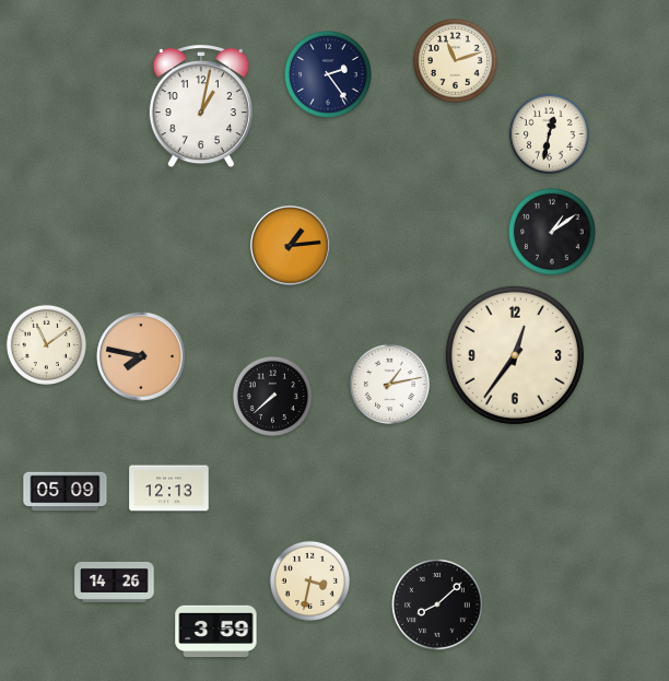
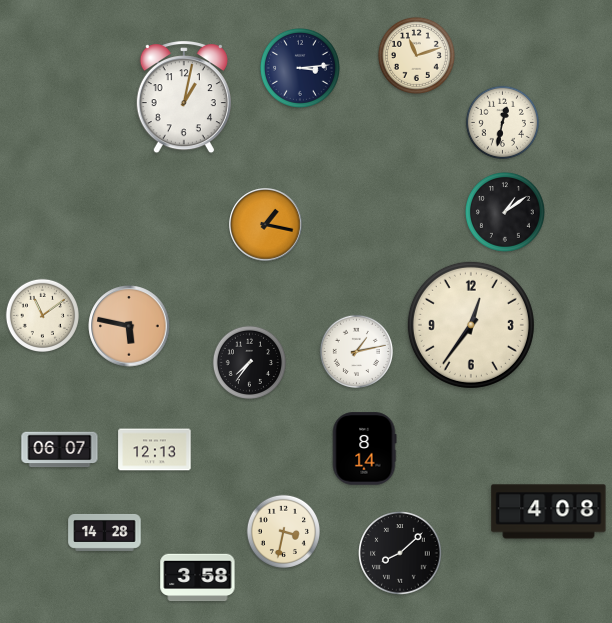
clock at (328, 74): 2:24 -> 3:14
clock at (291, 246): 1:14 -> 1:17
clock at (141, 356): 7:47 -> 5:47
clock at (272, 396): 7:38 -> 7:36
clock at (169, 489) position: (169, 489) -> (155, 450)
clock at (364, 449): none -> 8:14
clock at (66, 492): 05:09 -> 06:07
clock at (549, 512): none -> 4:08
clock at (115, 582): 14:26 -> 14:28
clock at (216, 632): 3:59 -> 3:58
